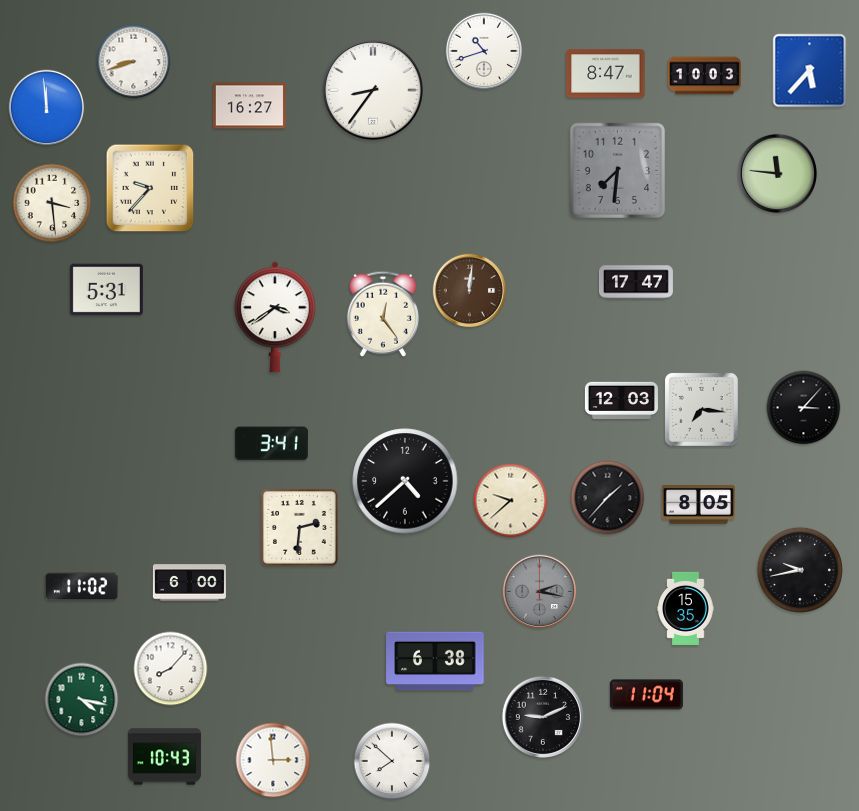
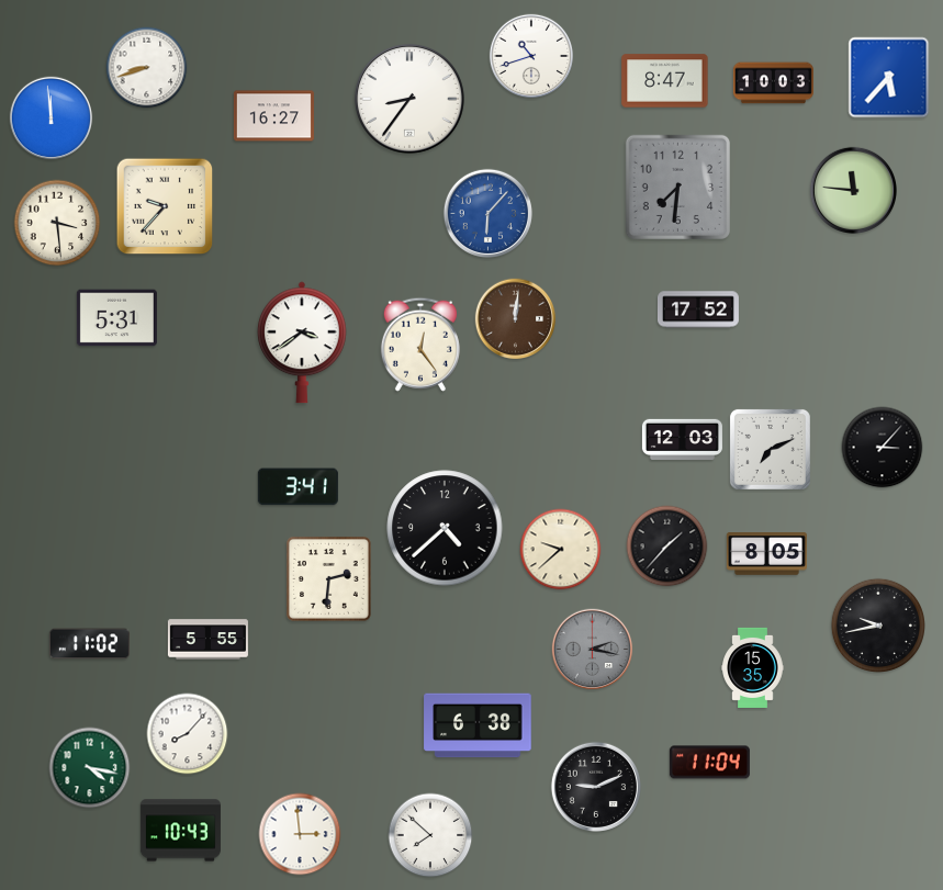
clock at (487, 213): none -> 6:07
clock at (636, 282): 17:47 -> 17:52
clock at (275, 317) position: (275, 317) -> (302, 342)
clock at (701, 409): 7:16 -> 7:11
clock at (189, 583): 6:00 -> 5:55
